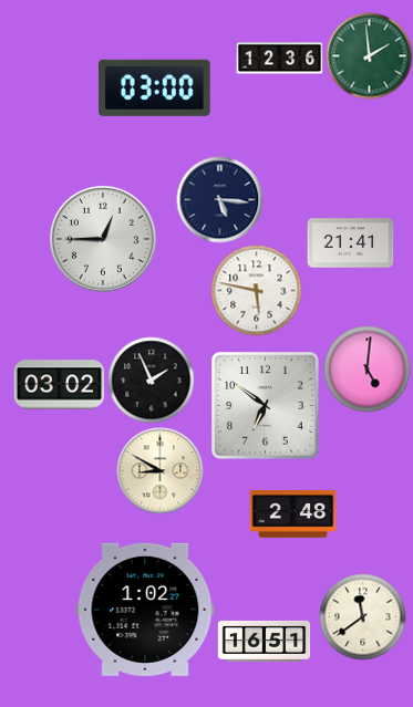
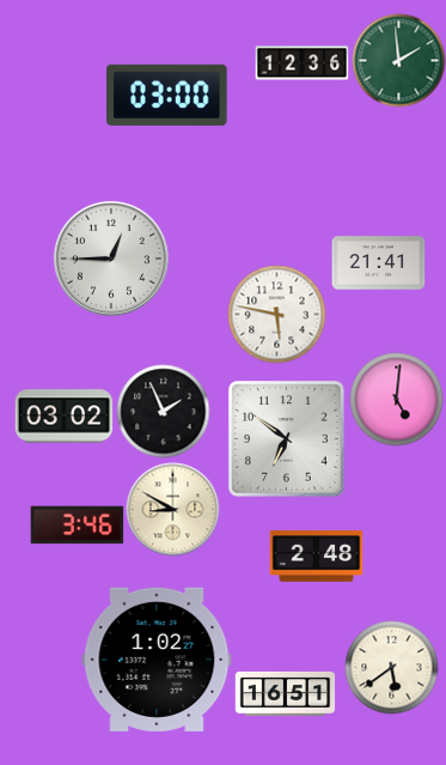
clock at (219, 199): 5:16 -> none
clock at (77, 526): none -> 3:46
clock at (362, 616): 11:39 -> 5:39
